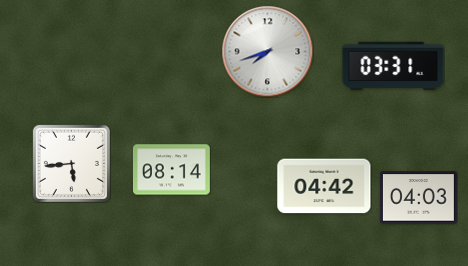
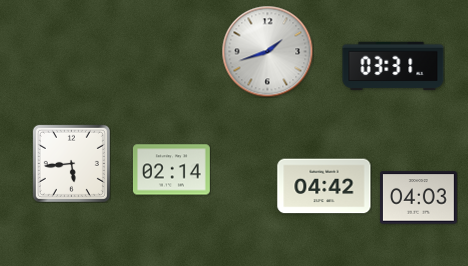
clock at (267, 51): 7:42 -> 1:42
clock at (171, 170): 08:14 -> 02:14
